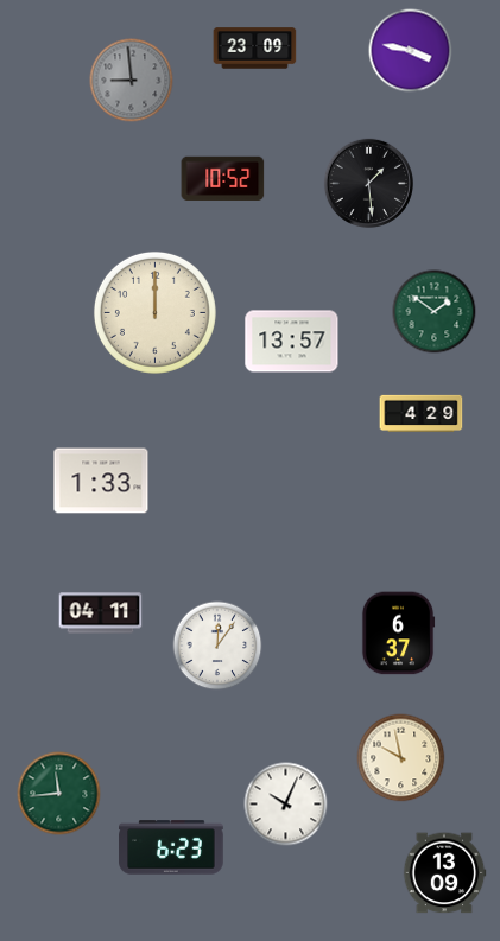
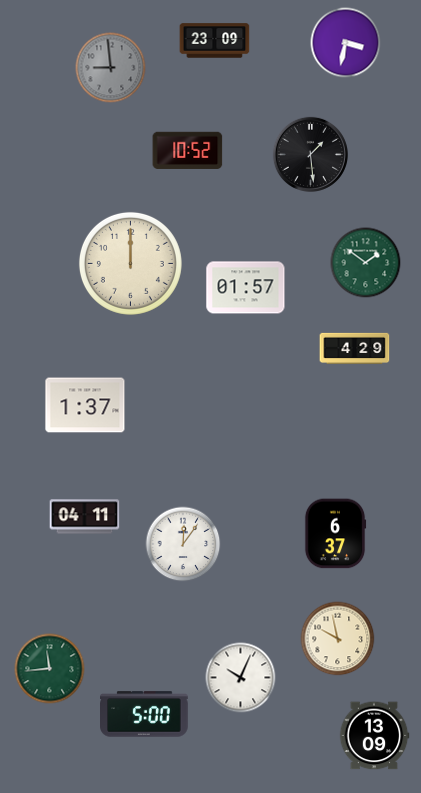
clock at (411, 51): 3:47 -> 3:32
clock at (292, 342): 13:57 -> 01:57
clock at (101, 481): 1:33 -> 1:37
clock at (171, 847): 6:23 -> 5:00
